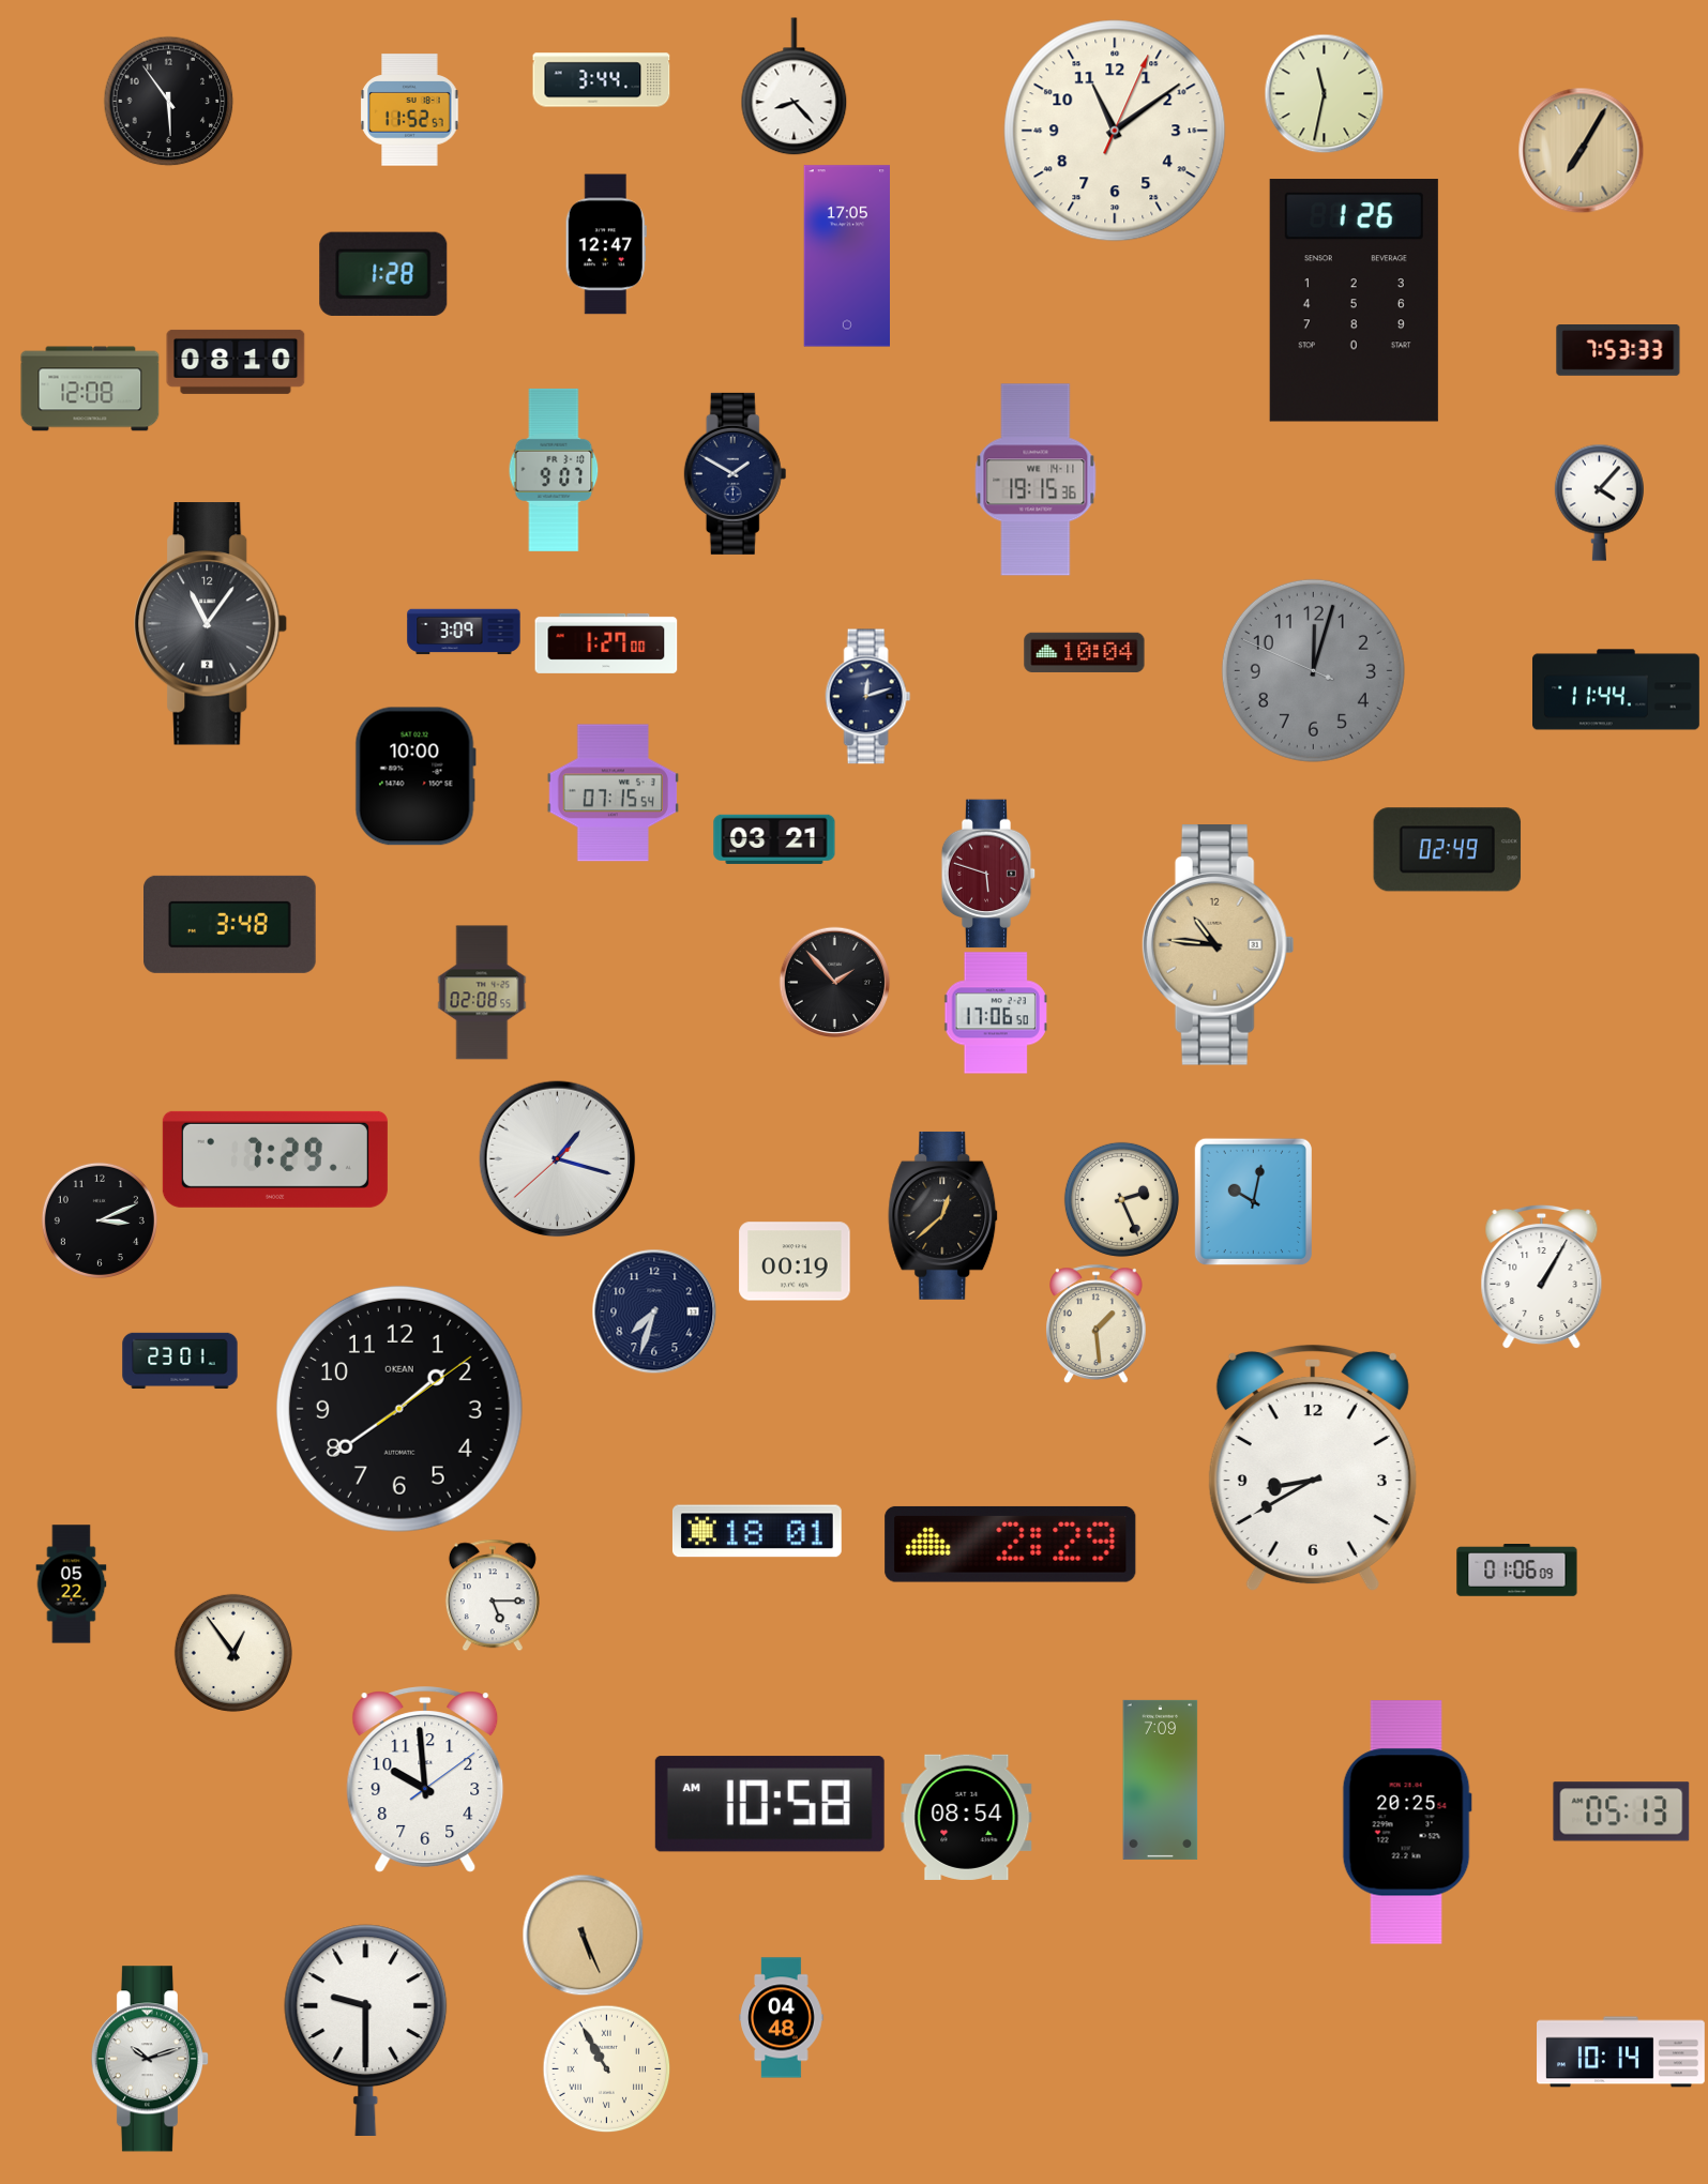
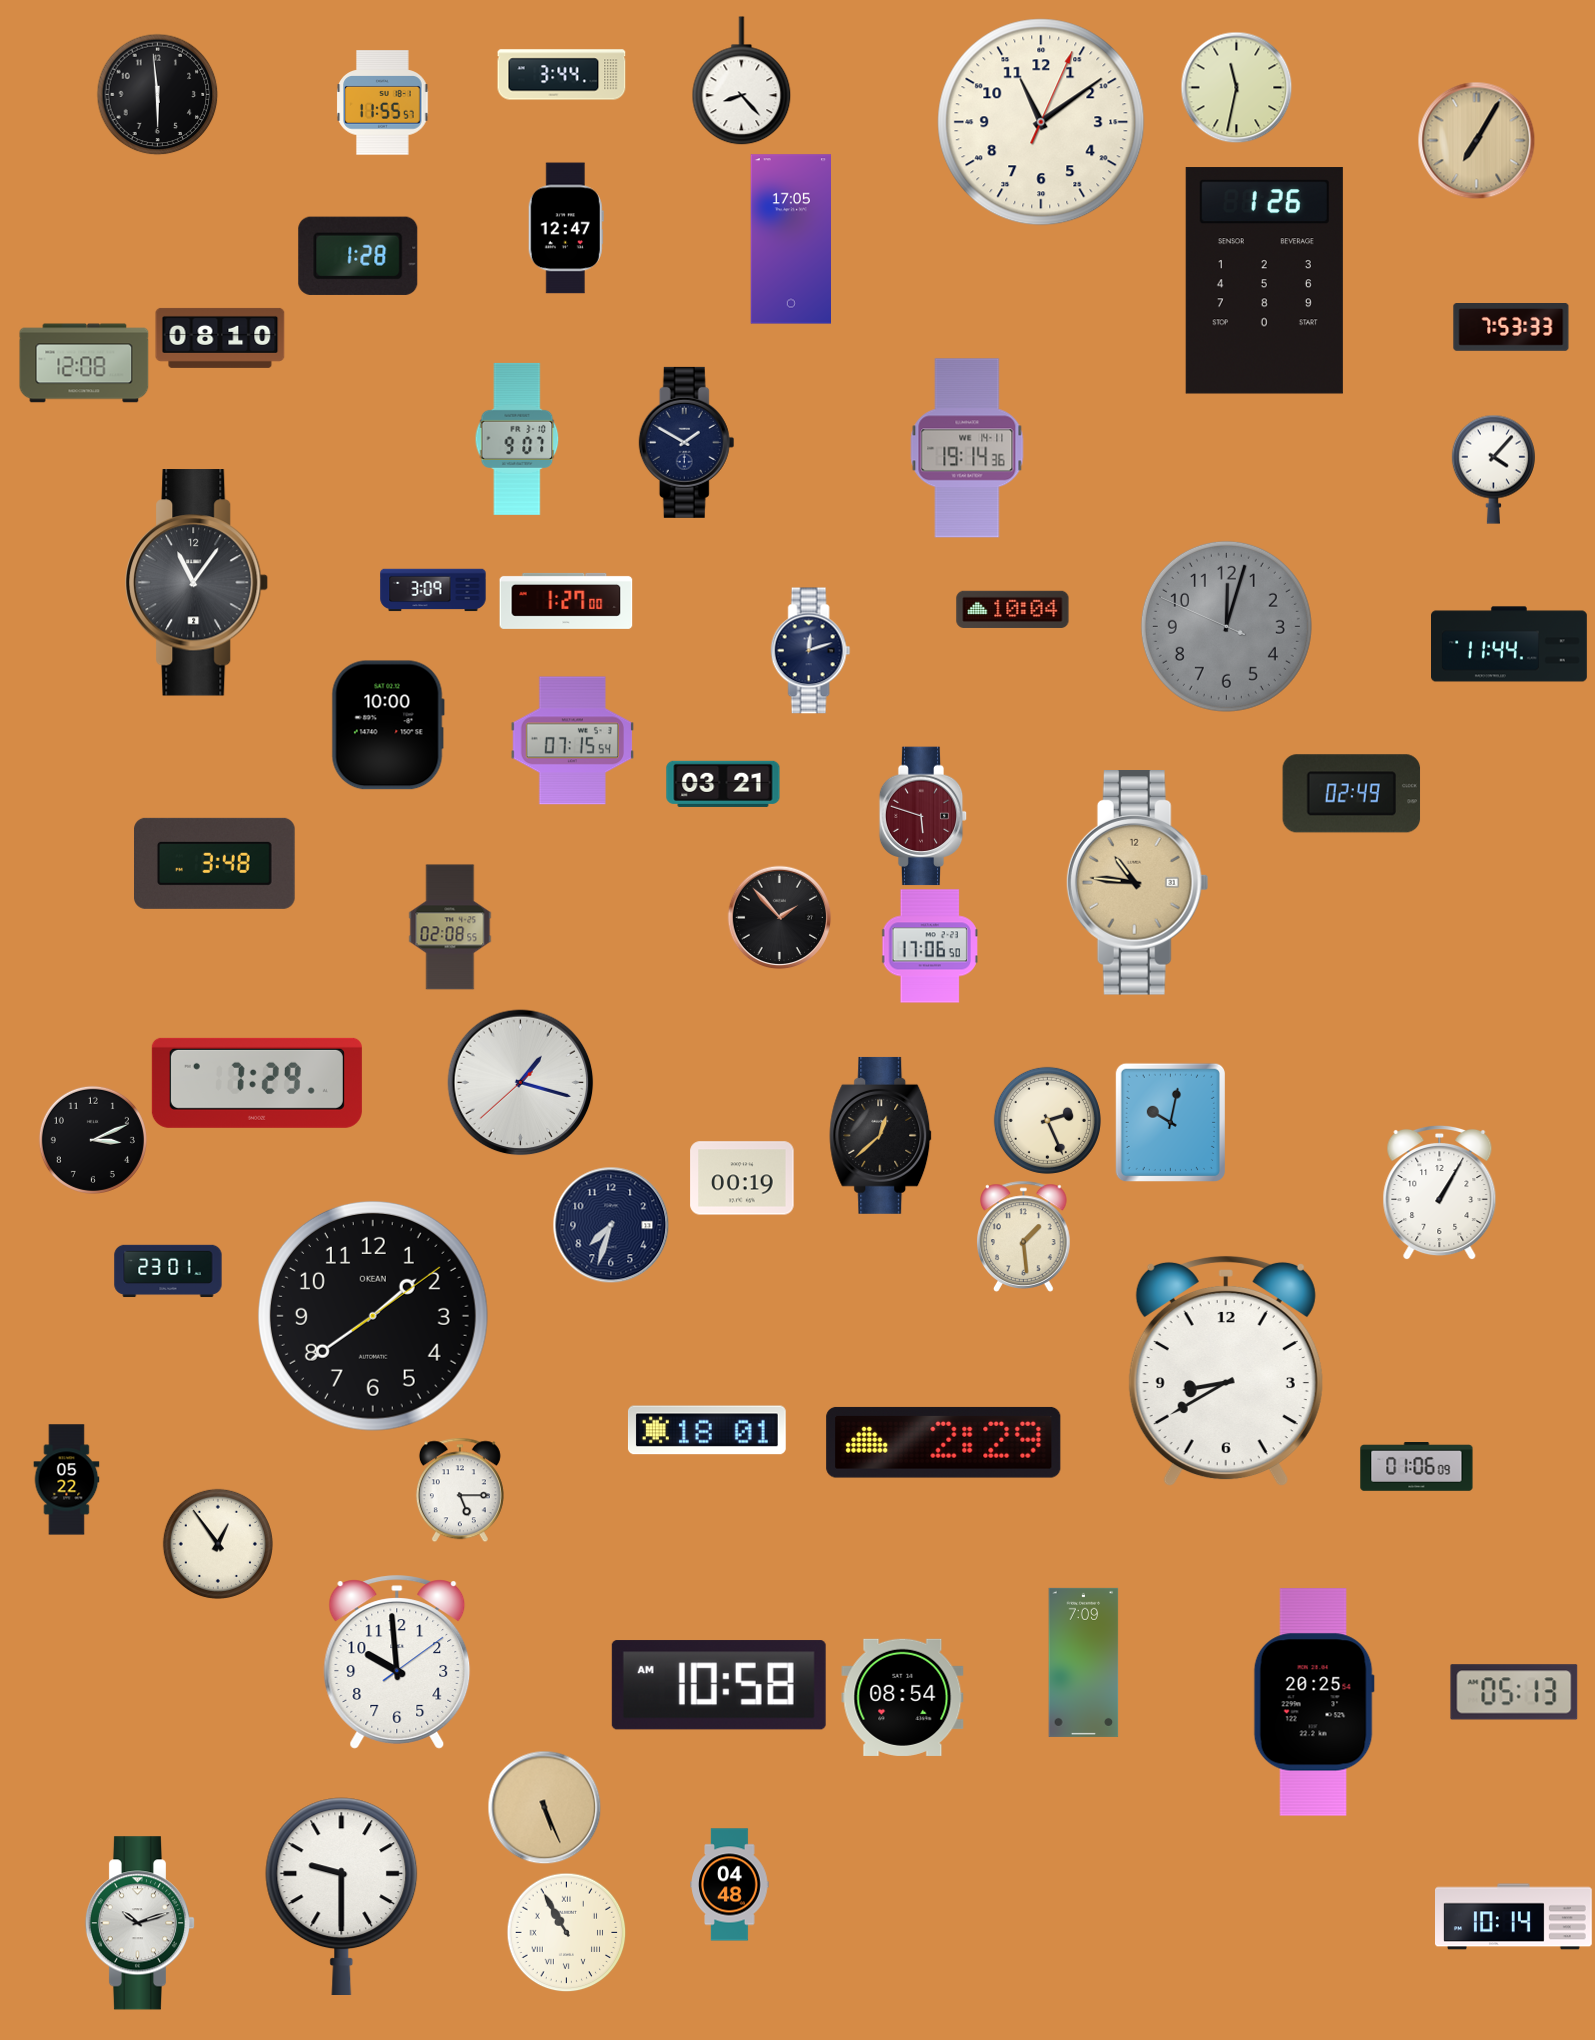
clock at (168, 101): 5:54 -> 5:59
clock at (410, 110): 11:52 -> 11:55
clock at (1036, 480): 19:15 -> 19:14
